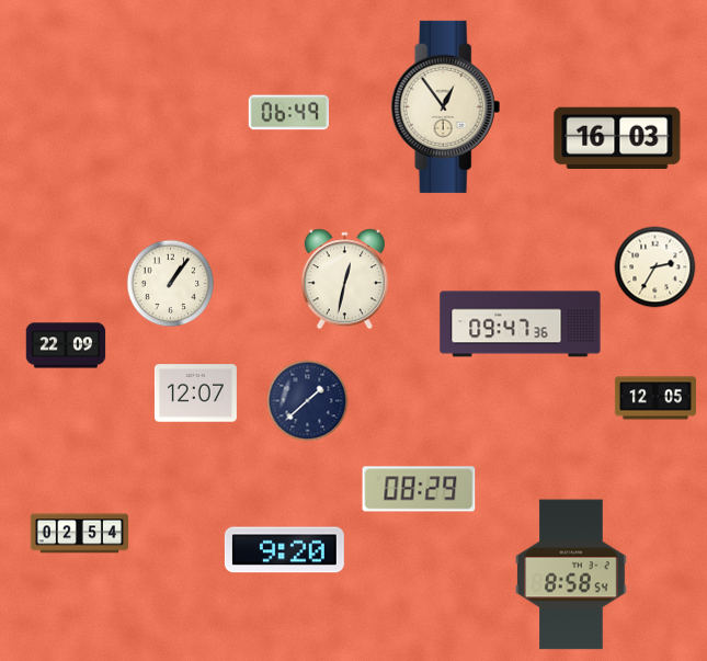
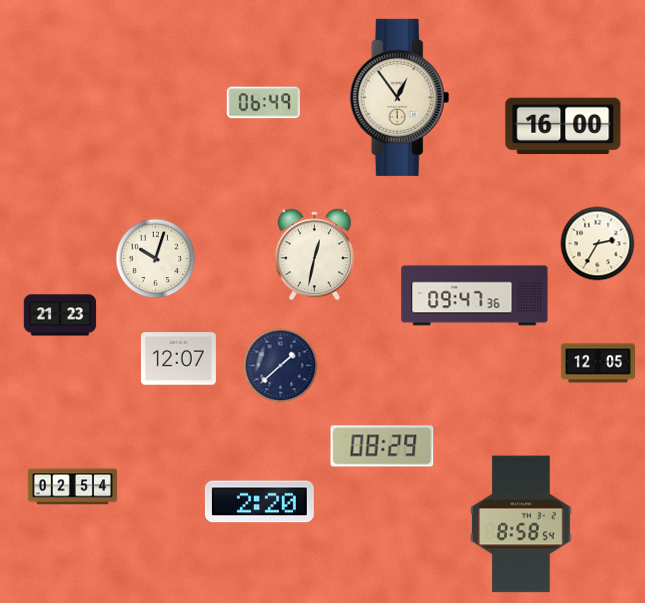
clock at (446, 106) position: (446, 106) -> (400, 97)
clock at (617, 138): 16:03 -> 16:00
clock at (171, 284): 1:06 -> 10:03
clock at (66, 345): 22:09 -> 21:23
clock at (284, 550): 9:20 -> 2:20
